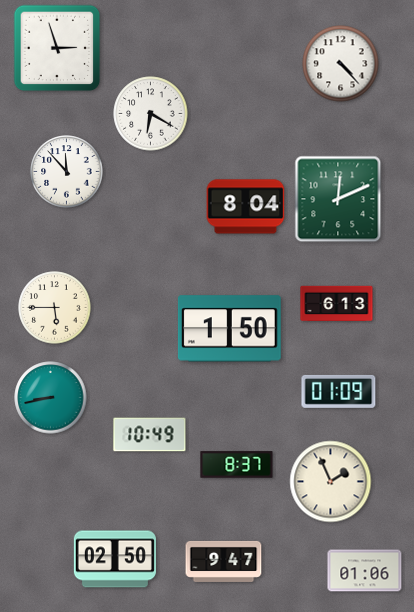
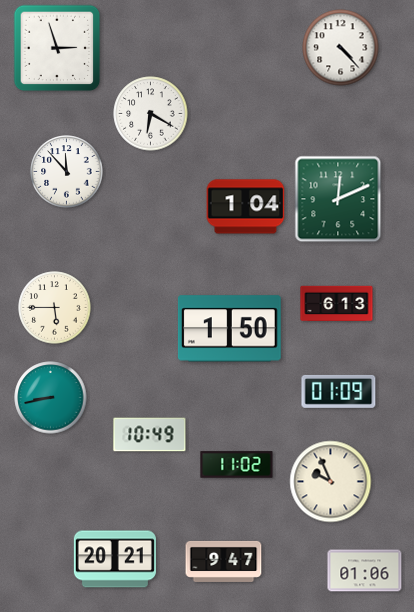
clock at (341, 64) position: (341, 64) -> (341, 48)
clock at (246, 207): 8:04 -> 1:04
clock at (237, 465): 8:37 -> 11:02
clock at (331, 482): 1:56 -> 9:56
clock at (115, 559): 02:50 -> 20:21
